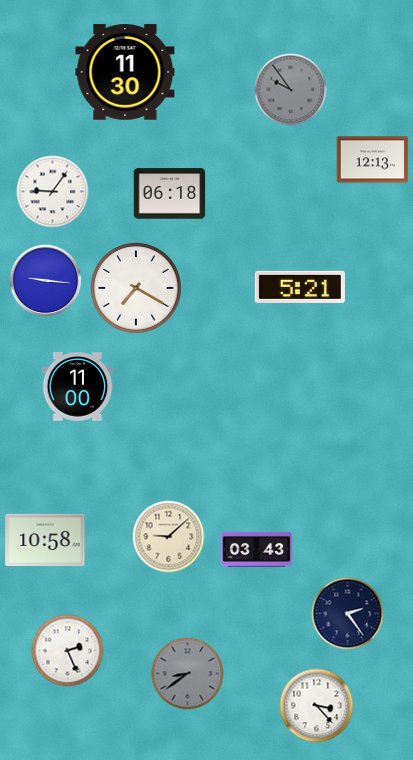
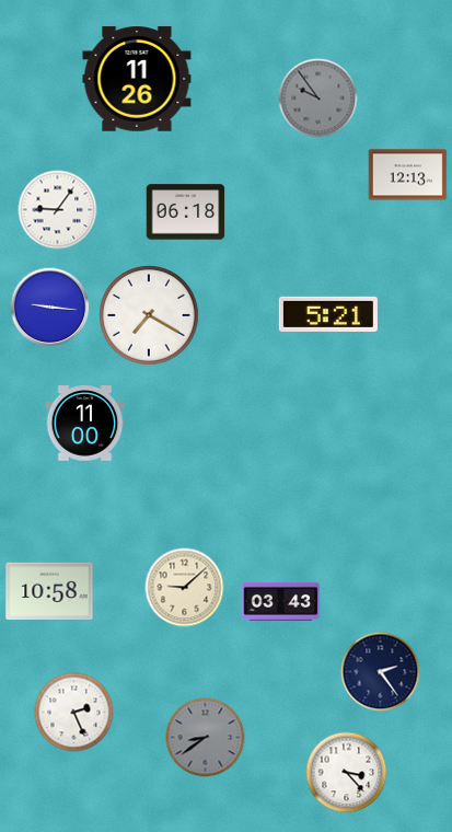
clock at (125, 72): 11:30 -> 11:26
